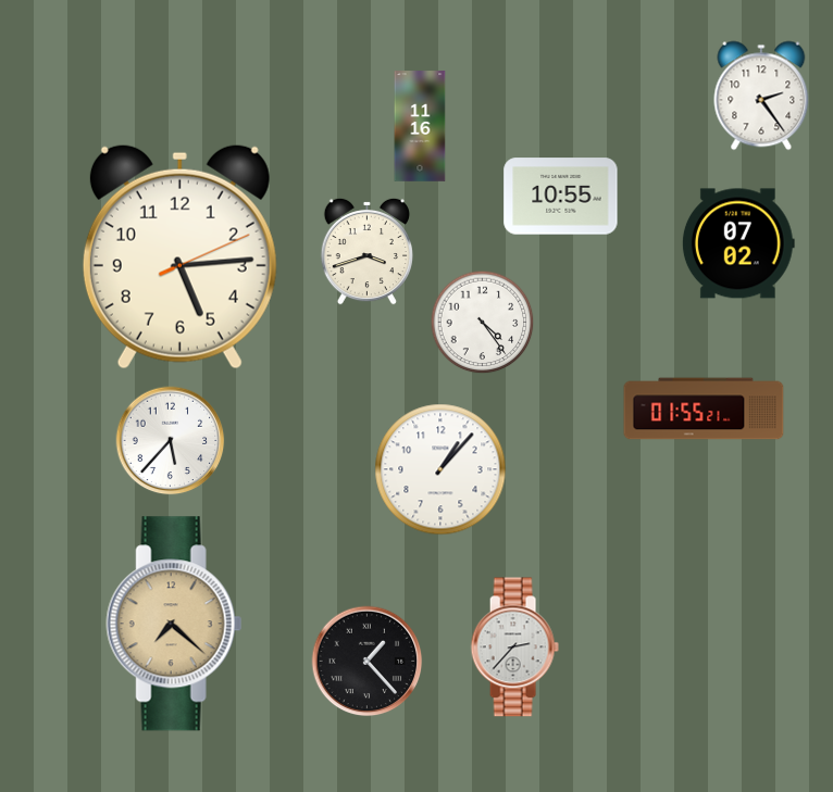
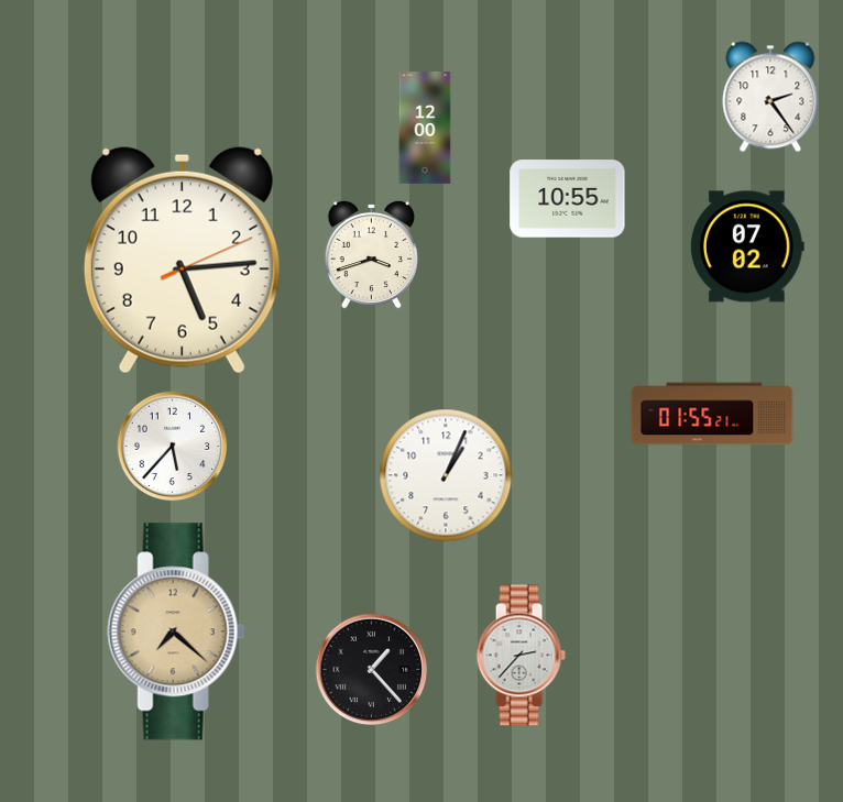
clock at (420, 126): 11:16 -> 12:00
clock at (483, 323): 4:24 -> none
clock at (440, 469): 1:07 -> 1:04
